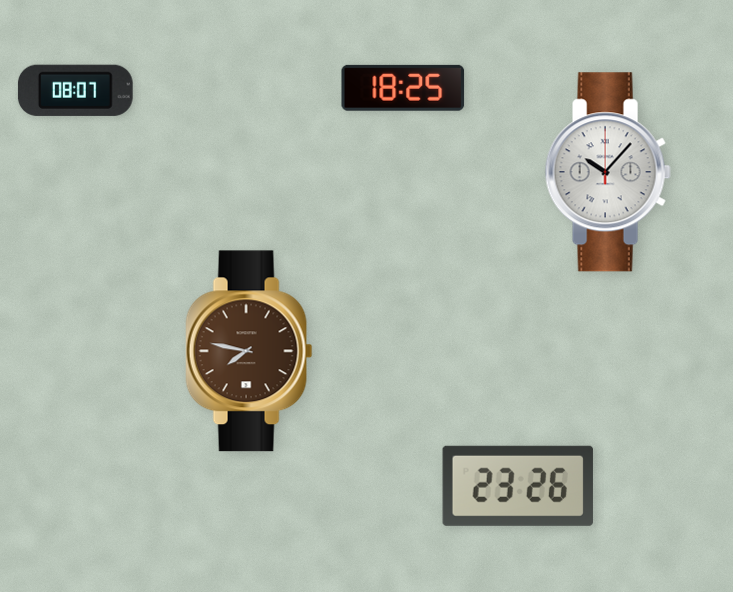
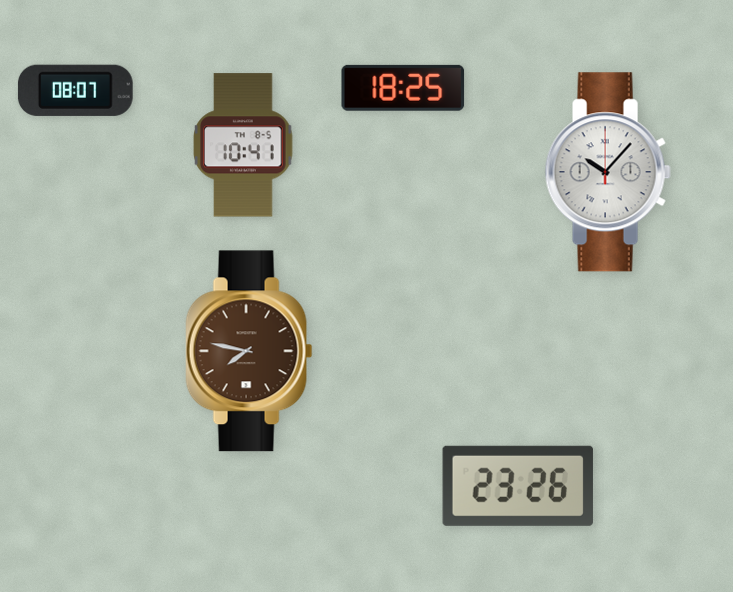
clock at (243, 145): none -> 10:41
